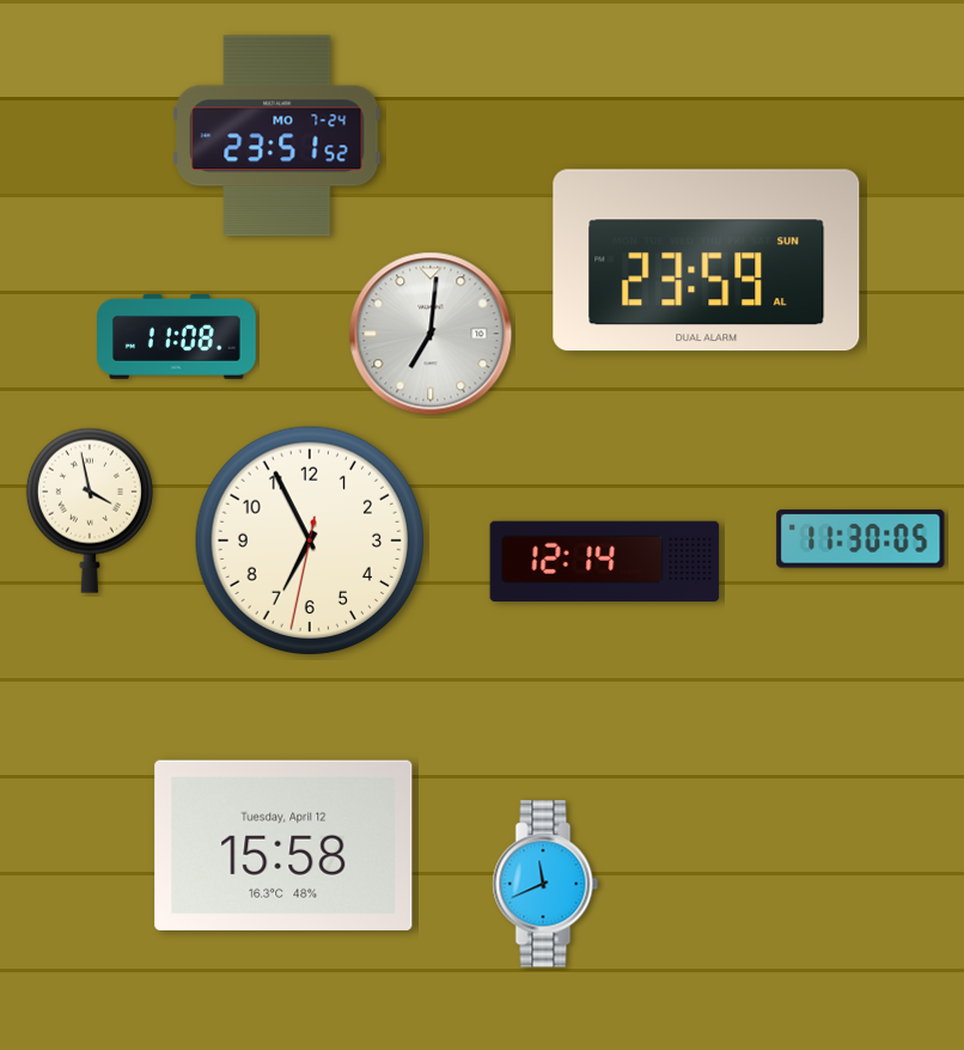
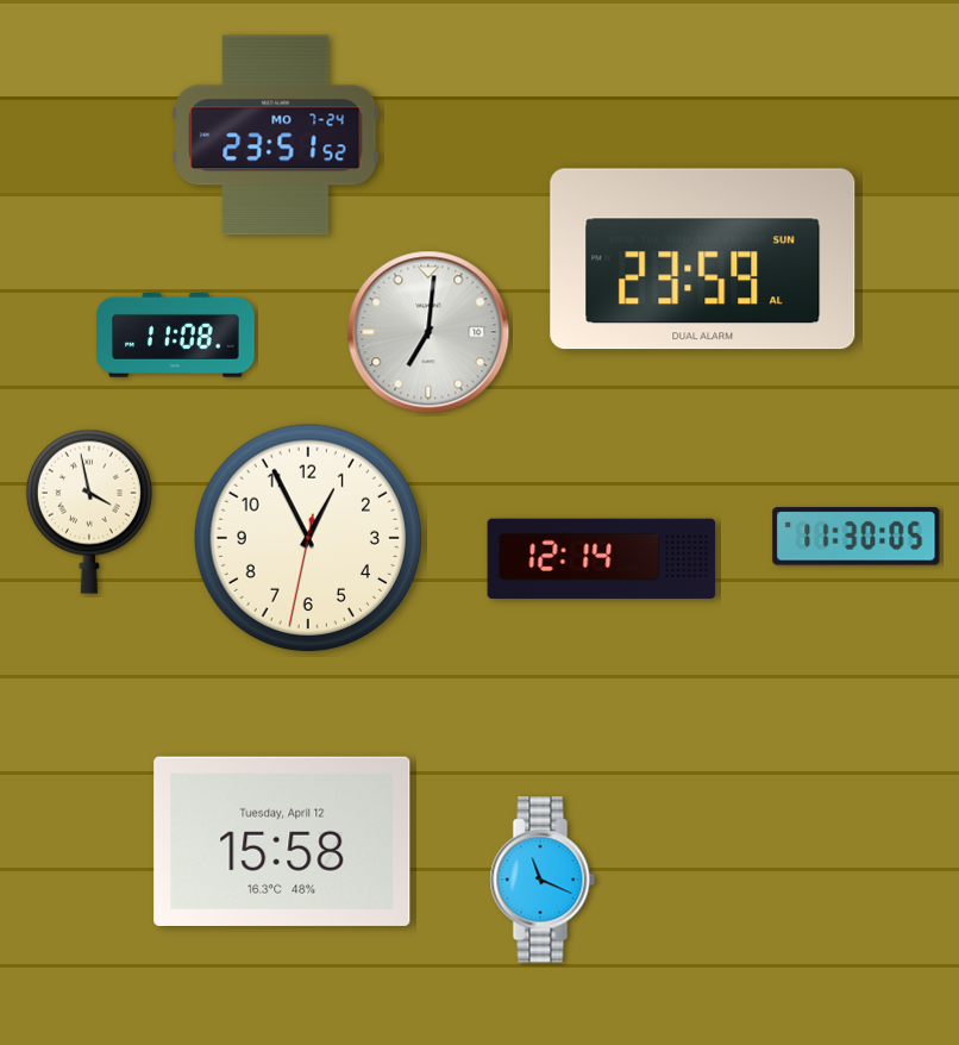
clock at (90, 511) position: (90, 511) -> (89, 512)
clock at (309, 539): 6:55 -> 12:55
clock at (545, 884): 11:41 -> 11:19
